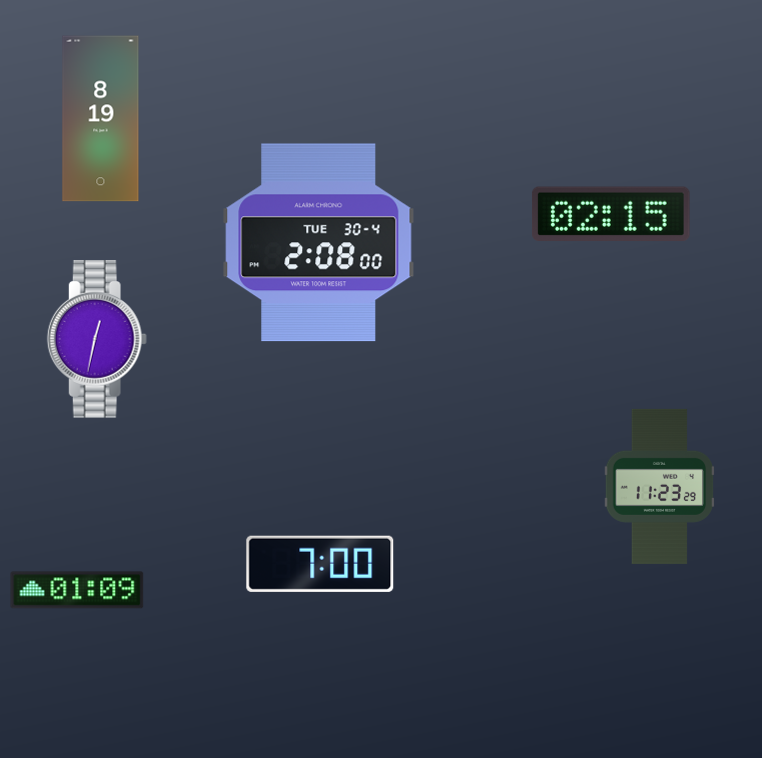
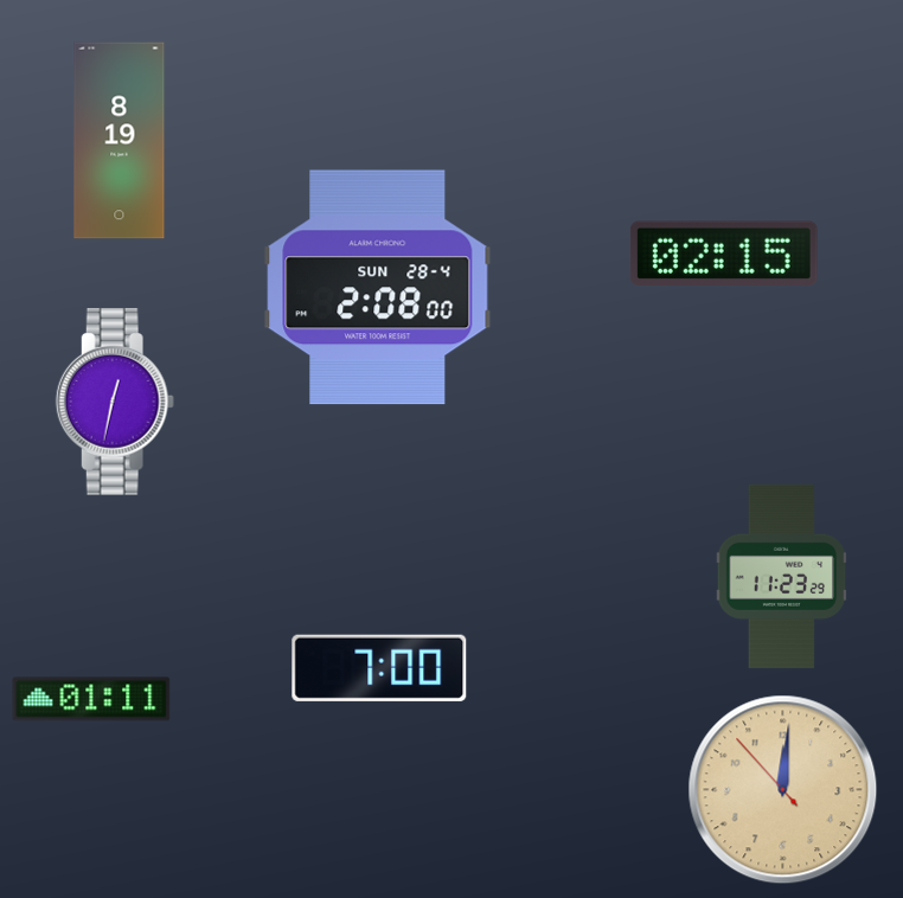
clock at (319, 243) date: TUE 30-4 -> SUN 28-4
clock at (77, 590): 01:09 -> 01:11
clock at (783, 790): none -> 12:00
